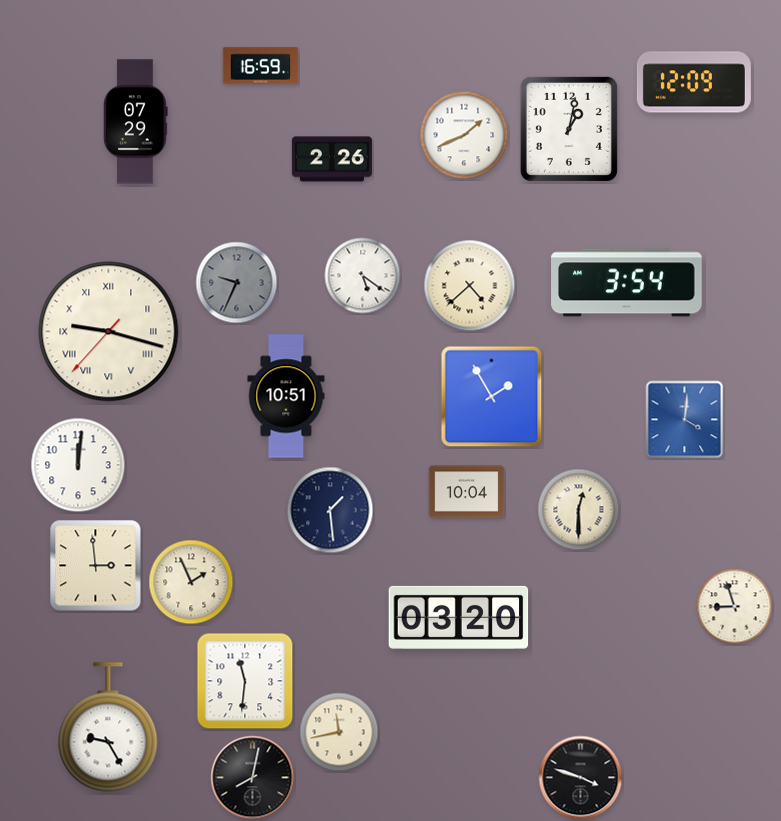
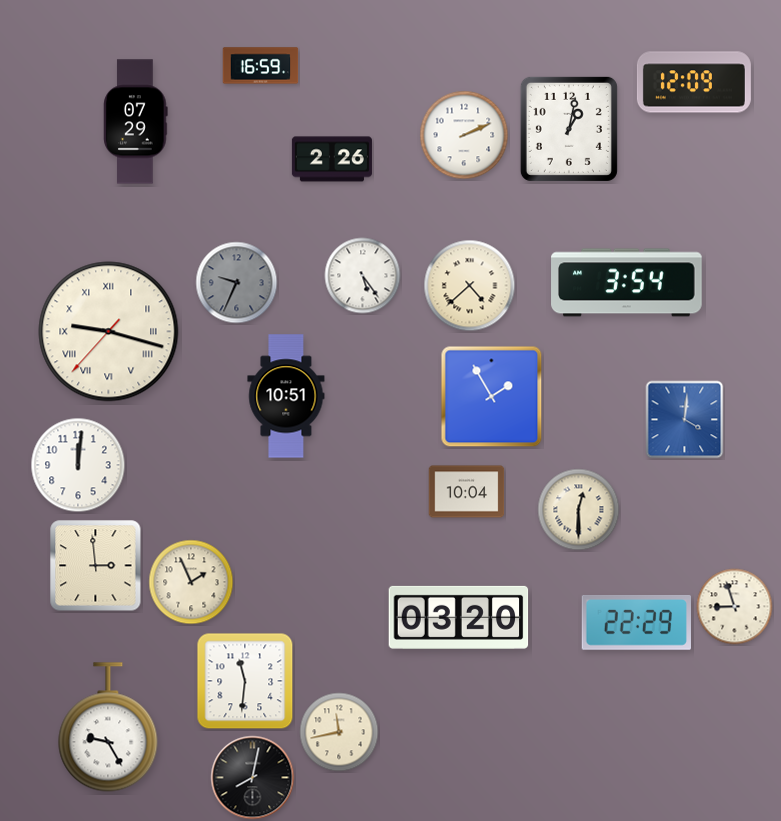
clock at (464, 135): 1:41 -> 2:11
clock at (363, 276): 5:21 -> 5:24
clock at (330, 510): 1:29 -> none
clock at (636, 622): none -> 22:29
clock at (581, 778): 3:48 -> none
